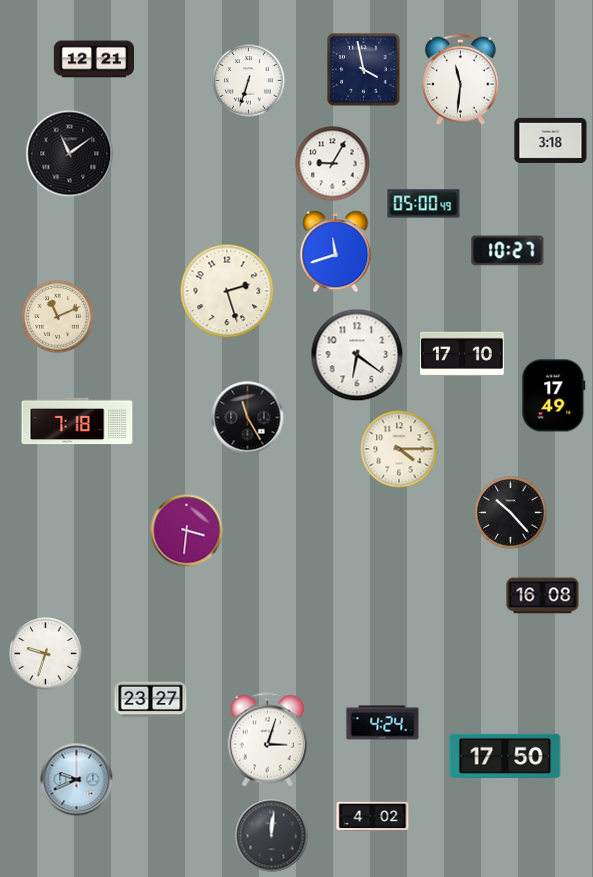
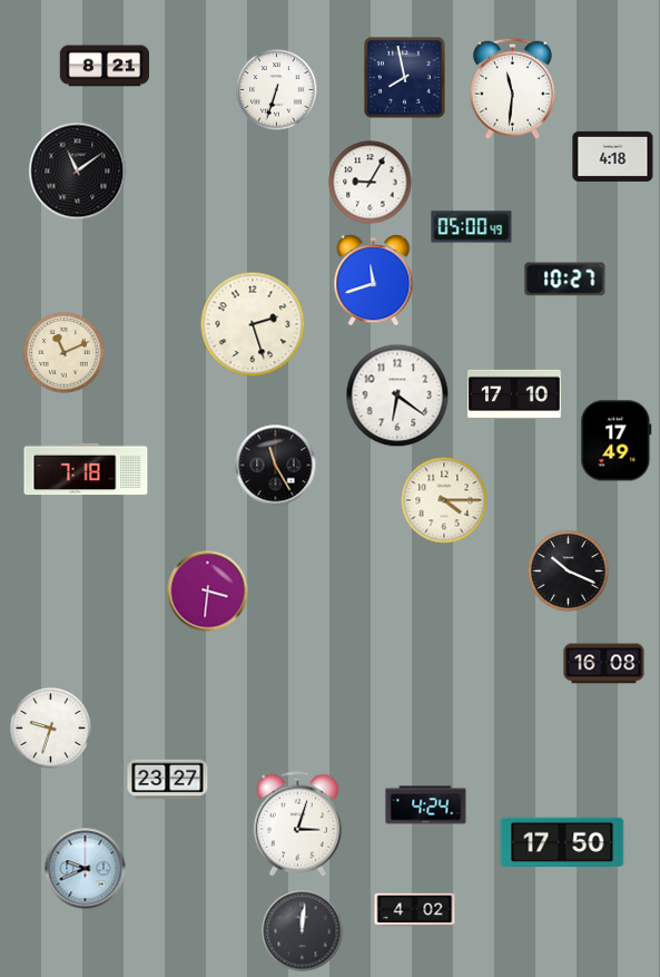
clock at (93, 59): 12:21 -> 8:21
clock at (364, 70): 3:58 -> 7:58
clock at (551, 140): 3:18 -> 4:18
clock at (511, 513): 10:23 -> 10:19
